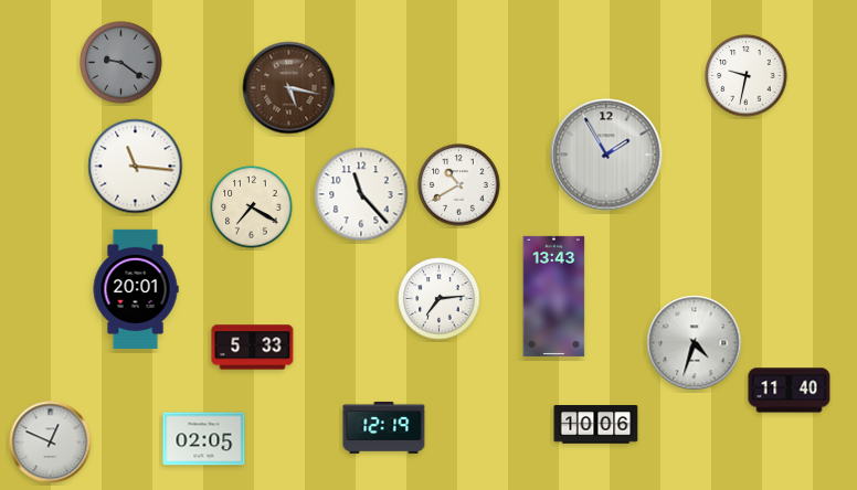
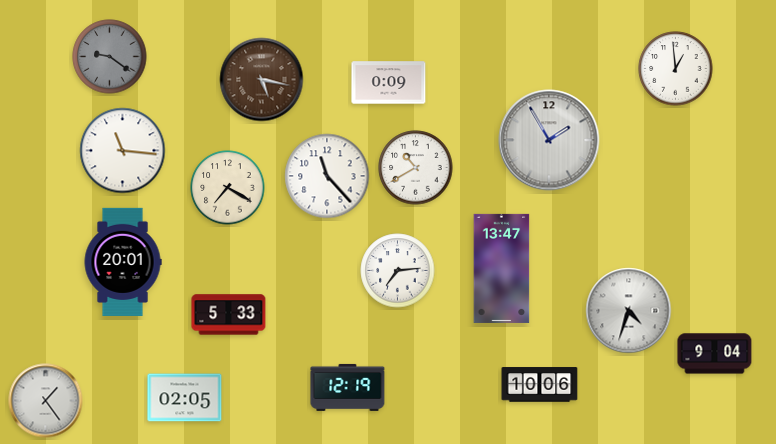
clock at (747, 76): 9:32 -> 12:59
clock at (389, 83): none -> 0:09
clock at (554, 296): 13:43 -> 13:47
clock at (790, 391): 11:40 -> 9:04
clock at (51, 443): 12:49 -> 1:24
